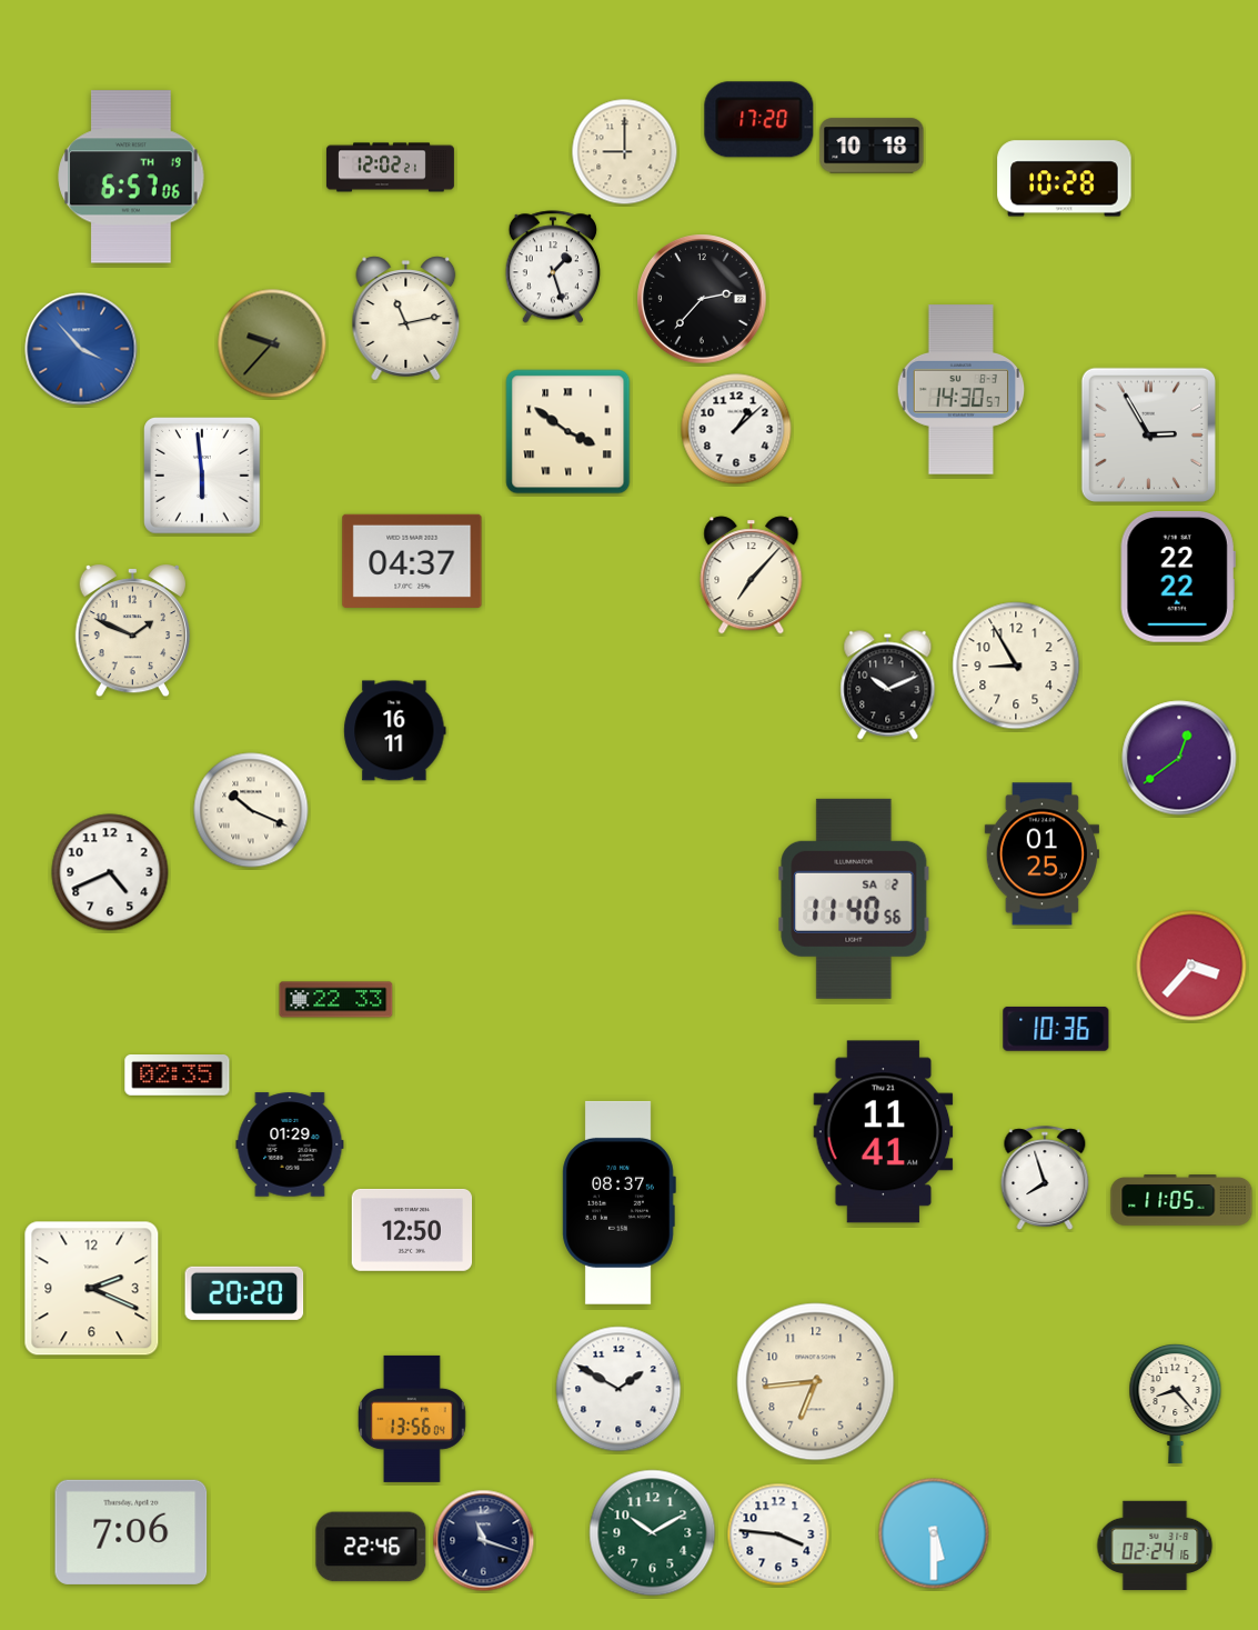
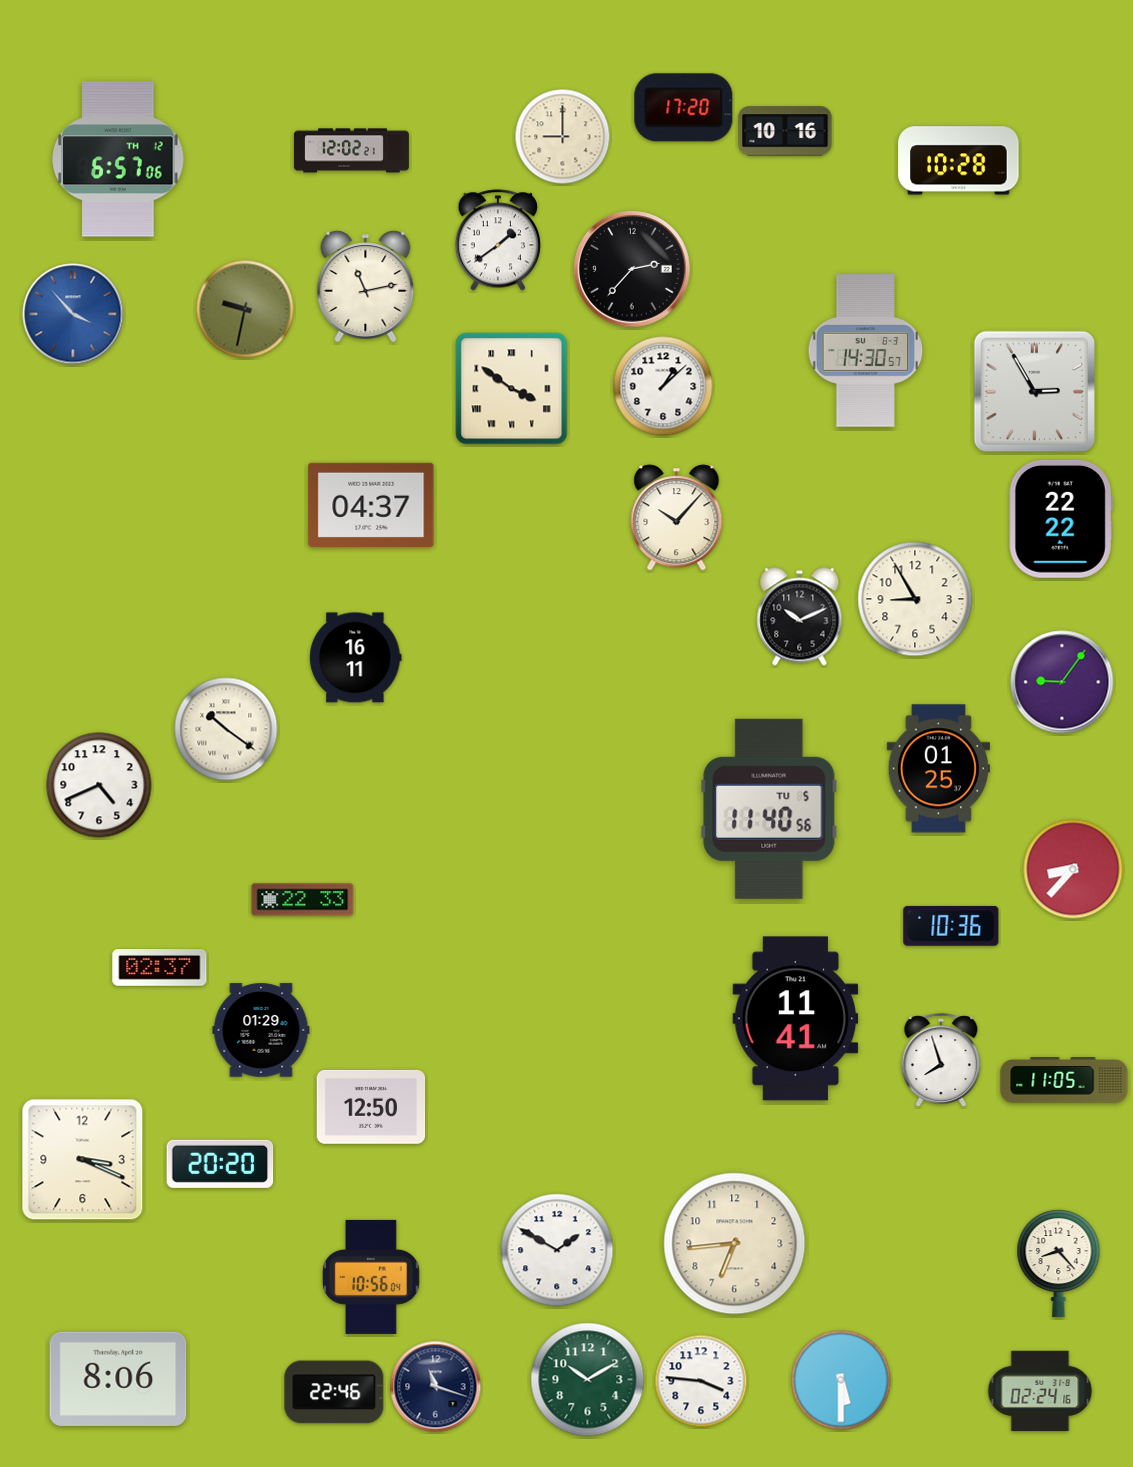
clock at (872, 146): 10:18 -> 10:16
clock at (131, 177) date: TH 19 -> TH 12
clock at (552, 267): 1:27 -> 1:39
clock at (272, 343): 9:37 -> 9:32
clock at (203, 477): 5:59 -> none
clock at (752, 576): 7:07 -> 10:07
clock at (132, 632): 1:49 -> none
clock at (1179, 758): 12:39 -> 9:06
clock at (251, 810): 10:19 -> 10:21
clock at (854, 899) date: SA 2 -> TU 5
clock at (1191, 966): 3:37 -> 8:37
clock at (178, 1076): 02:35 -> 02:37
clock at (618, 1202): 08:37 -> none
clock at (92, 1289): 2:19 -> 3:19
clock at (412, 1419): 13:56 -> 10:56
clock at (131, 1532): 7:06 -> 8:06
